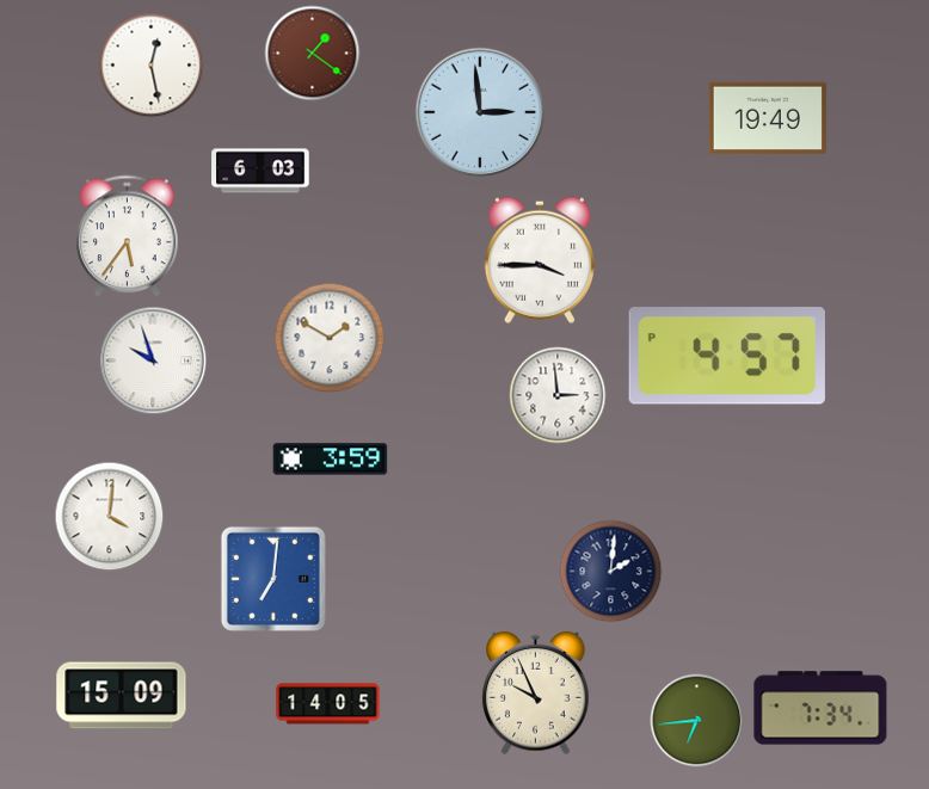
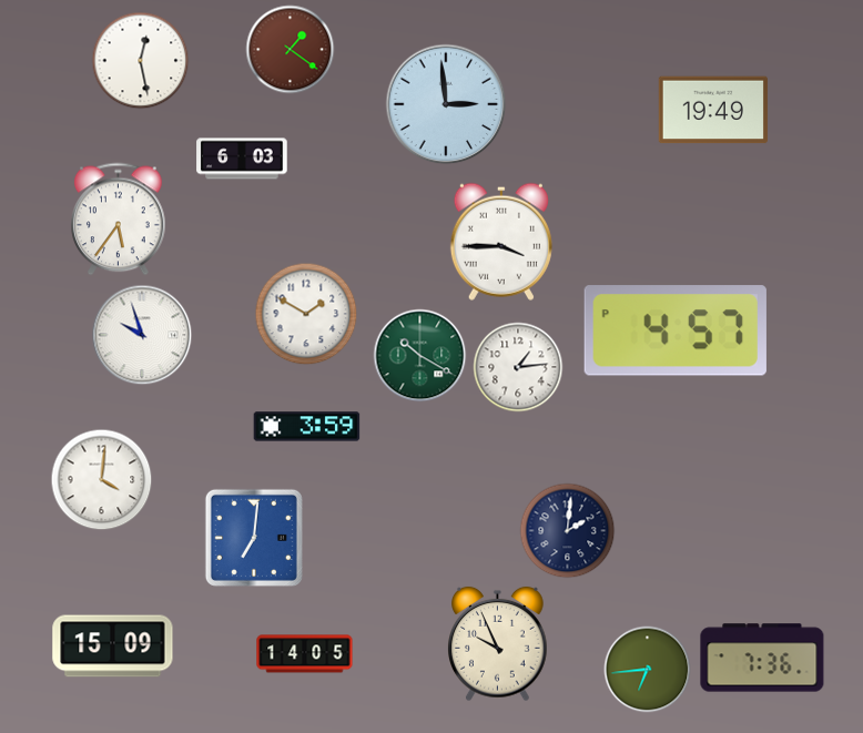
clock at (420, 356): none -> 10:20
clock at (558, 395): 2:59 -> 1:14
clock at (820, 708): 7:34 -> 7:36
